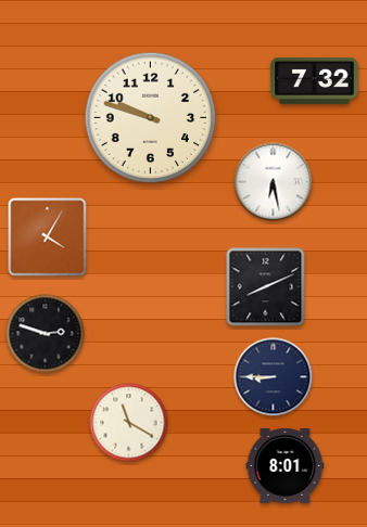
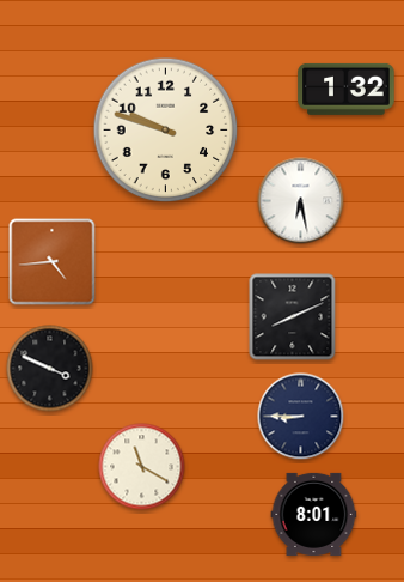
clock at (315, 80): 7:32 -> 1:32
clock at (48, 237): 4:05 -> 4:44
clock at (46, 334): 2:48 -> 3:49
